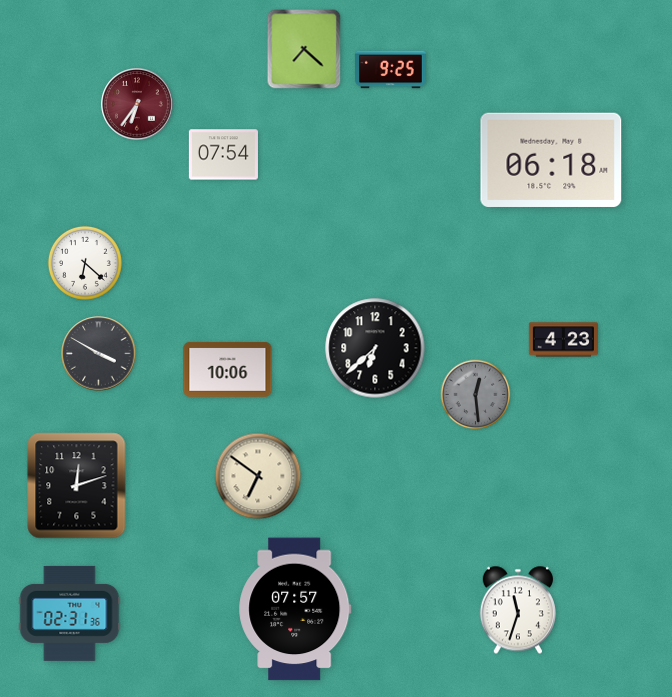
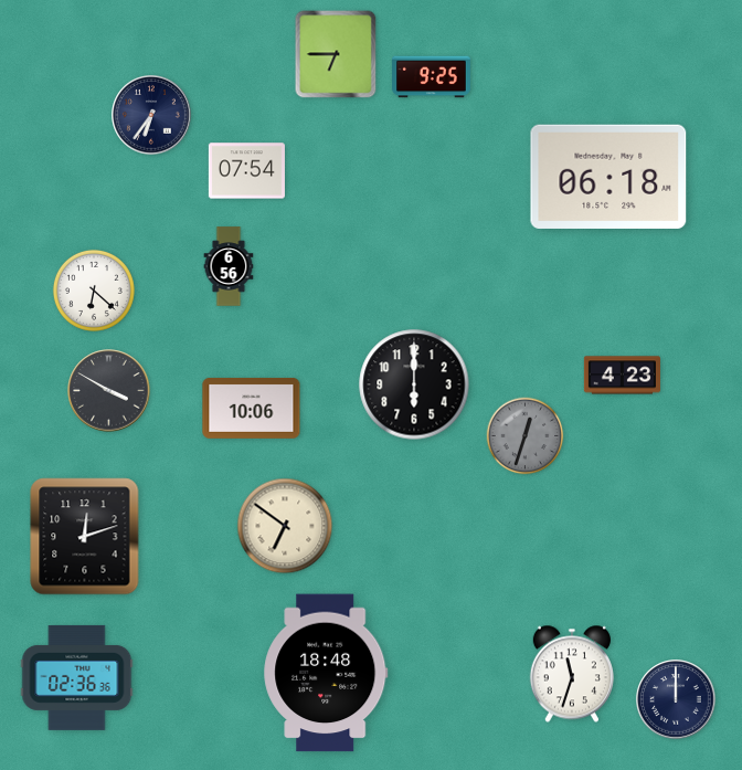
clock at (304, 49): 7:22 -> 6:45
clock at (137, 104) dial: burgundy -> navy
clock at (229, 266): none -> 6:56
clock at (375, 348): 6:38 -> 6:00
clock at (476, 395): 12:29 -> 12:33
clock at (295, 609): 07:57 -> 18:48
clock at (70, 613): 02:31 -> 02:36
clock at (676, 699): none -> 12:00
